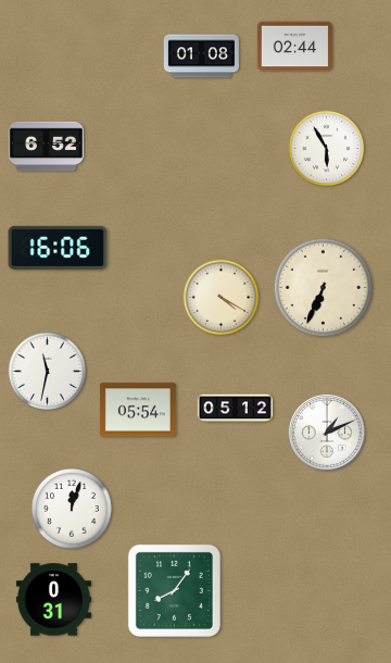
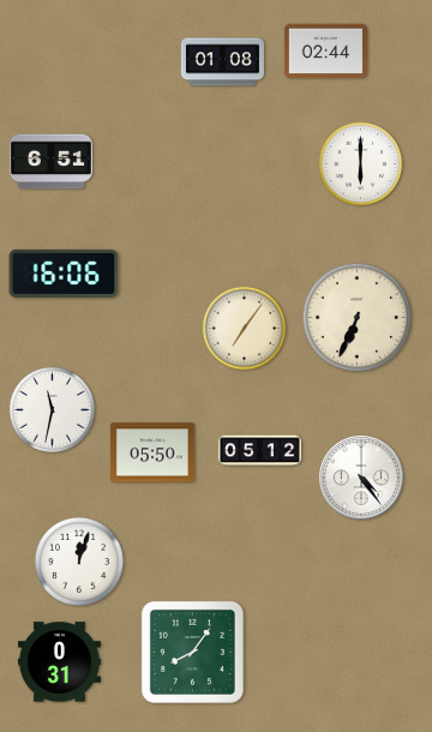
clock at (46, 147): 6:52 -> 6:51
clock at (327, 149): 5:55 -> 6:00
clock at (222, 298): 4:20 -> 7:06
clock at (138, 410): 05:54 -> 05:50
clock at (328, 434): 1:11 -> 4:24
